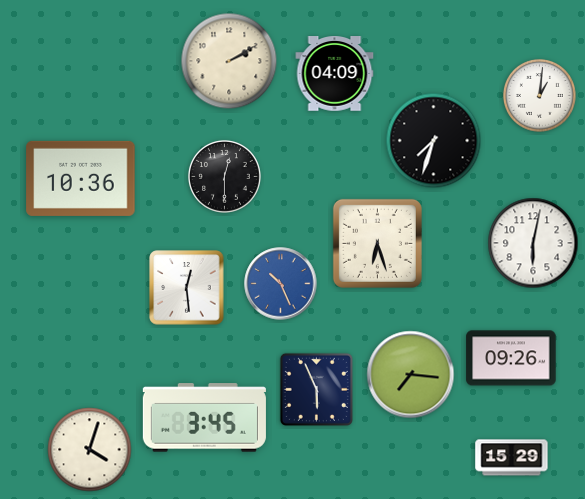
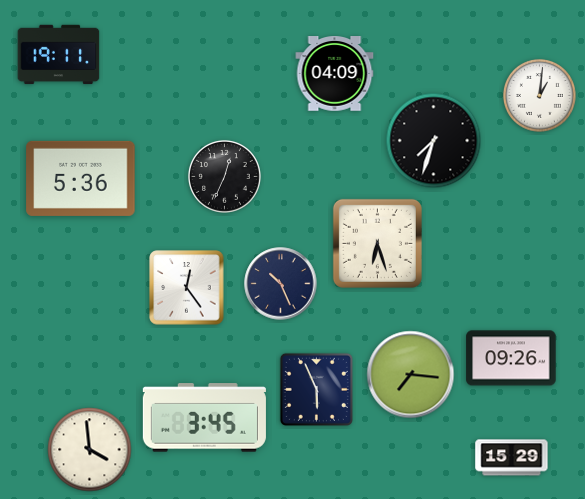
clock at (59, 55): none -> 19:11
clock at (229, 61): 2:10 -> none
clock at (224, 176): 12:30 -> 12:34
clock at (81, 178): 10:36 -> 5:36
clock at (533, 243): 6:02 -> none
clock at (281, 284) dial: blue -> navy
clock at (187, 288): 12:29 -> 12:24
clock at (90, 450): 4:03 -> 3:59
